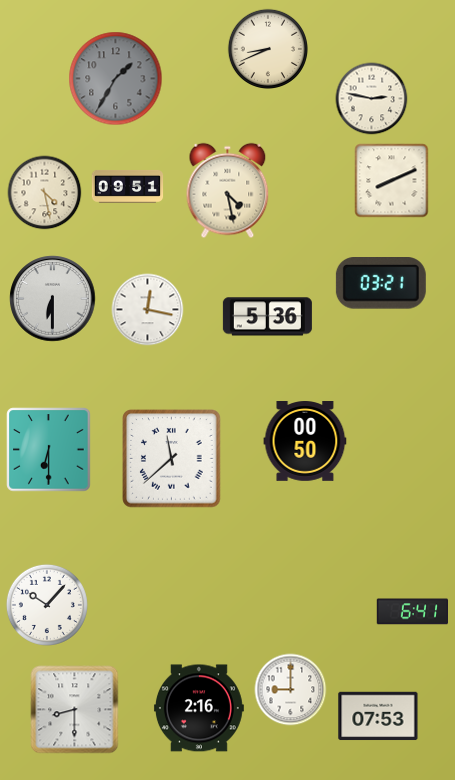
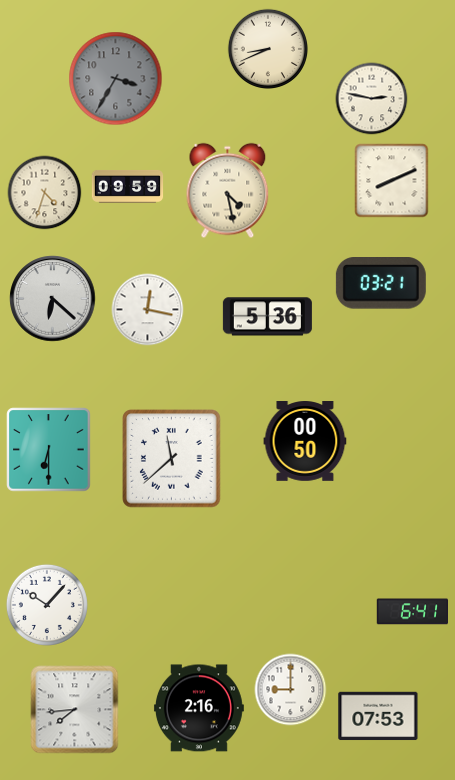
clock at (116, 79): 1:35 -> 3:35
clock at (128, 186): 09:51 -> 09:59
clock at (45, 193): 4:28 -> 4:33
clock at (53, 299): 6:30 -> 6:22
clock at (75, 710): 8:30 -> 7:44
